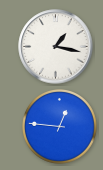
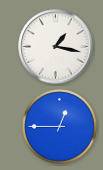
clock at (60, 127): 12:46 -> 12:45
